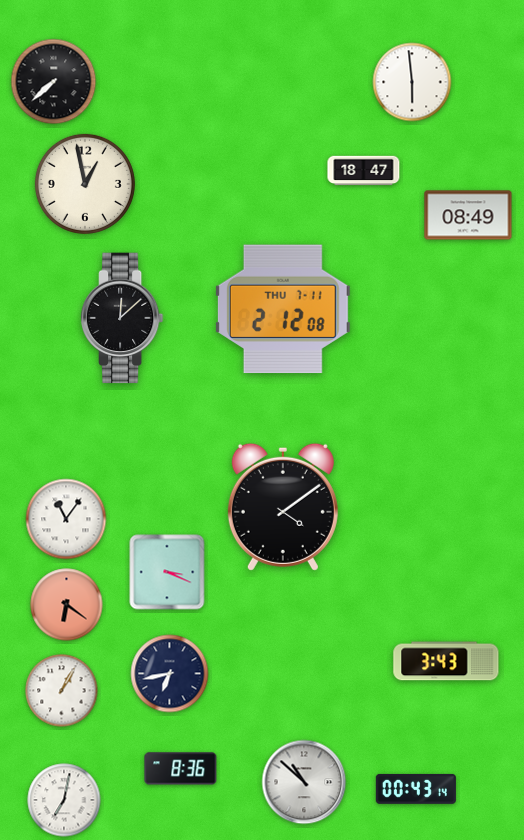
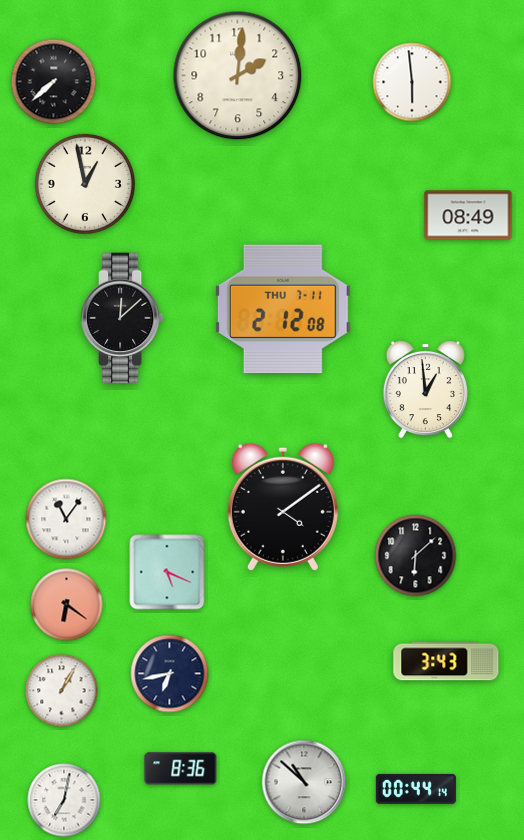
clock at (238, 76): none -> 2:01
clock at (364, 171): 18:47 -> none
clock at (425, 389): none -> 12:59
clock at (416, 556): none -> 6:08
clock at (167, 572): 3:19 -> 5:19
clock at (416, 789): 00:43 -> 00:44
